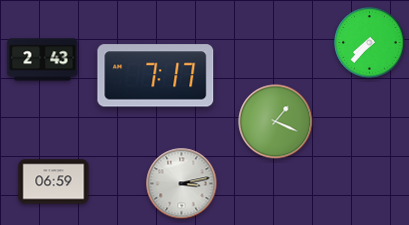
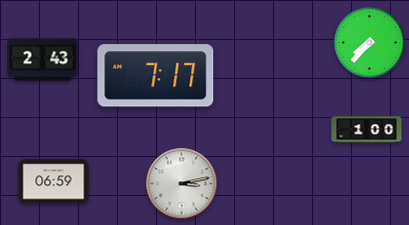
clock at (276, 122): 1:19 -> none
clock at (367, 130): none -> 1:00
